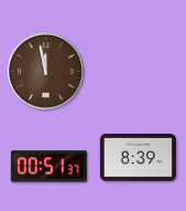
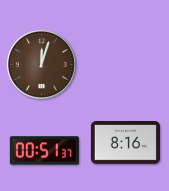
clock at (45, 71): 11:58 -> 12:03
clock at (138, 158): 8:39 -> 8:16
